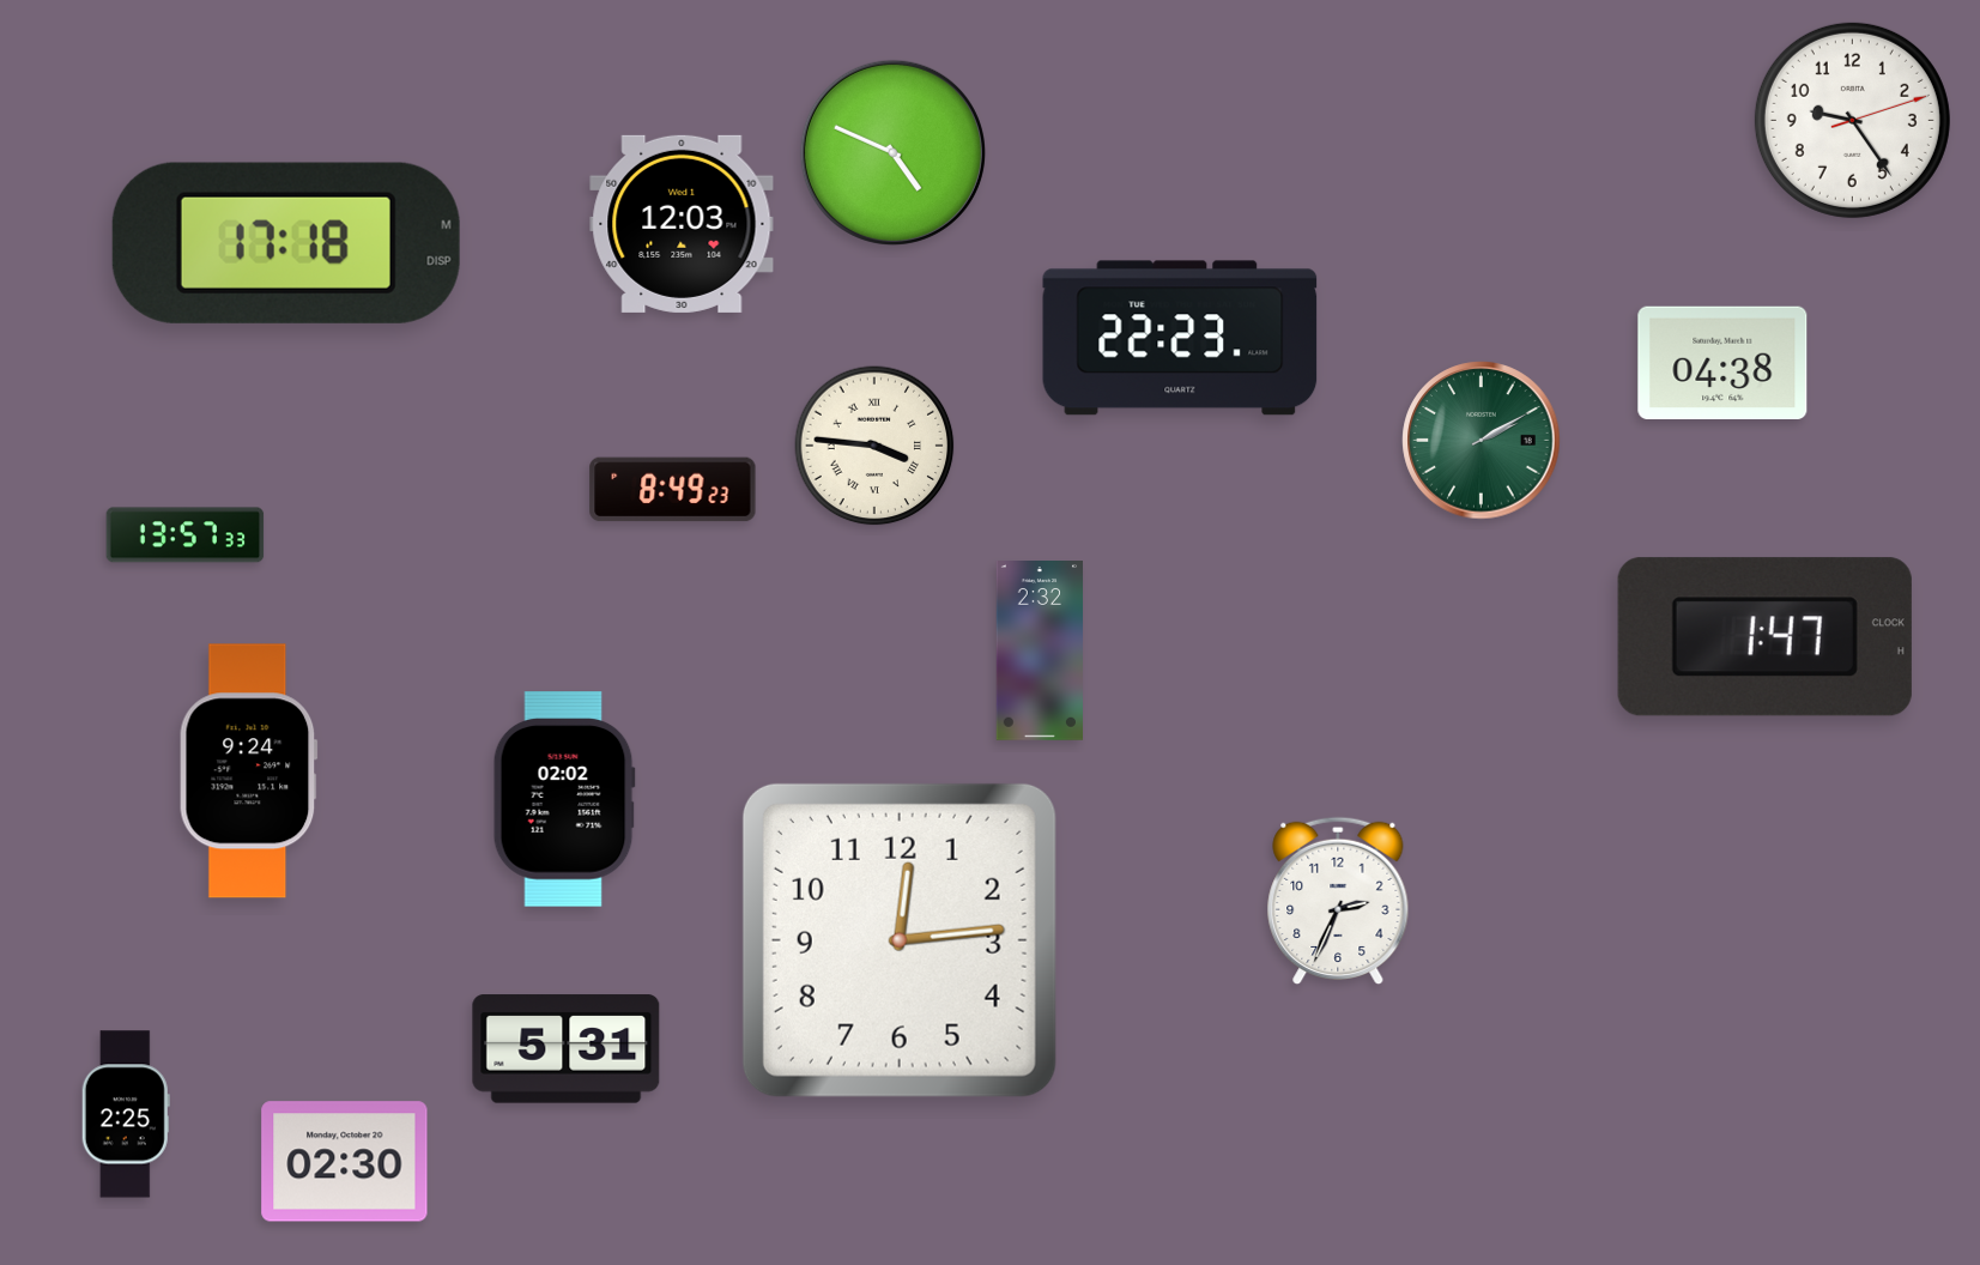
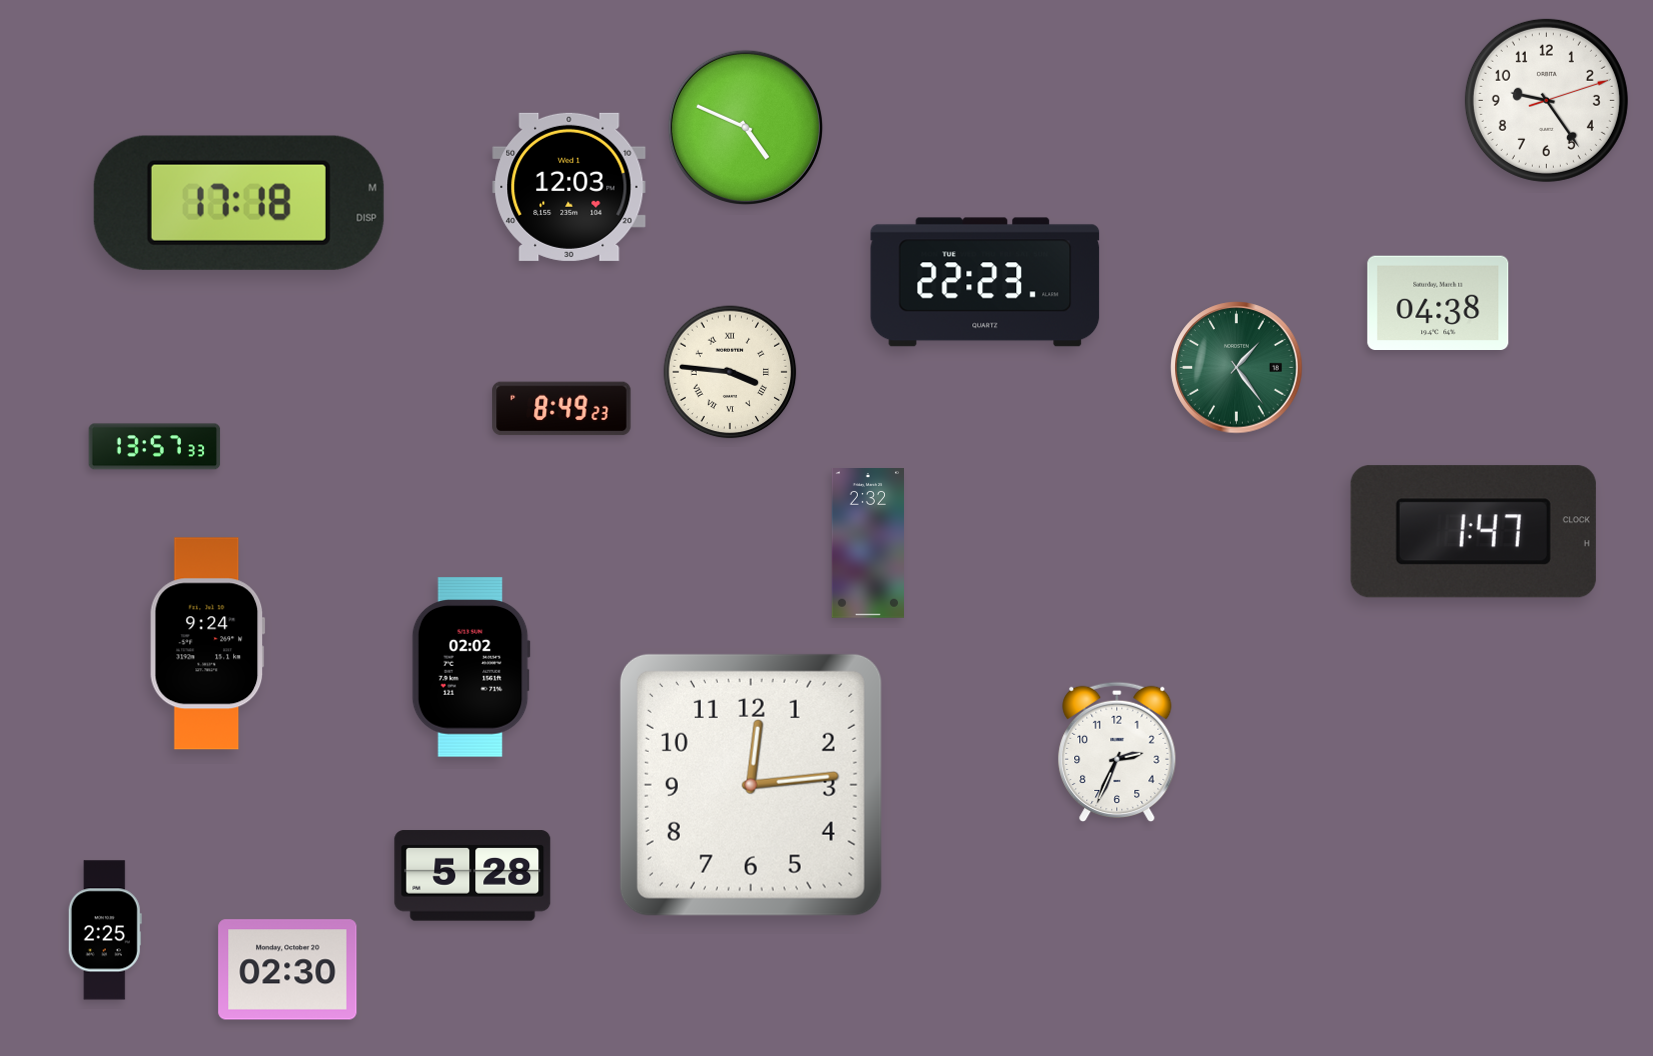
clock at (1482, 441): 2:10 -> 1:24
clock at (567, 1049): 5:31 -> 5:28
